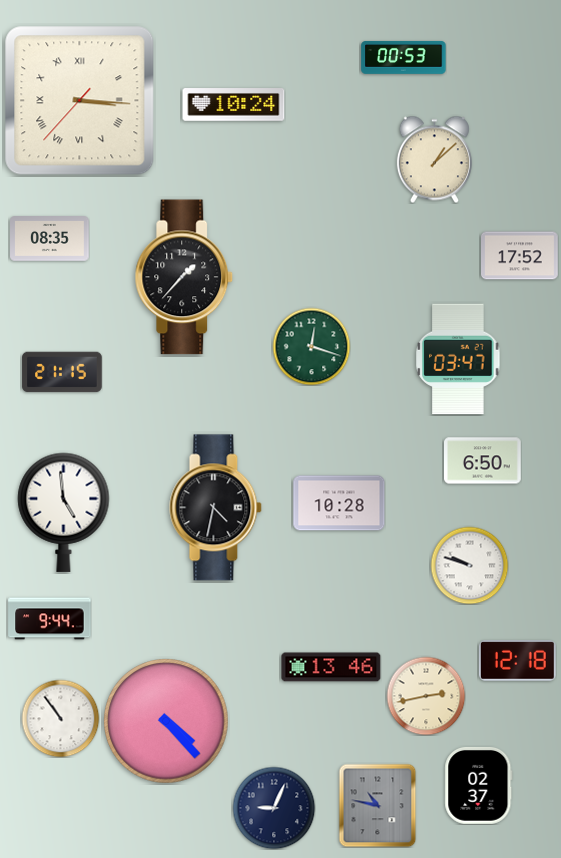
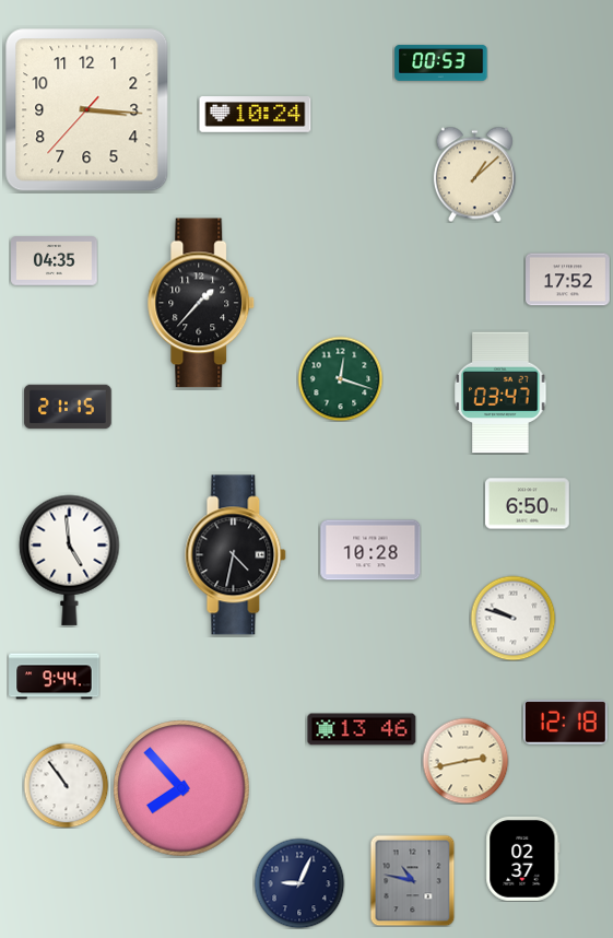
clock at (80, 101) numerals: Roman -> Arabic
clock at (50, 239): 08:35 -> 04:35
clock at (166, 721): 4:23 -> 7:53
